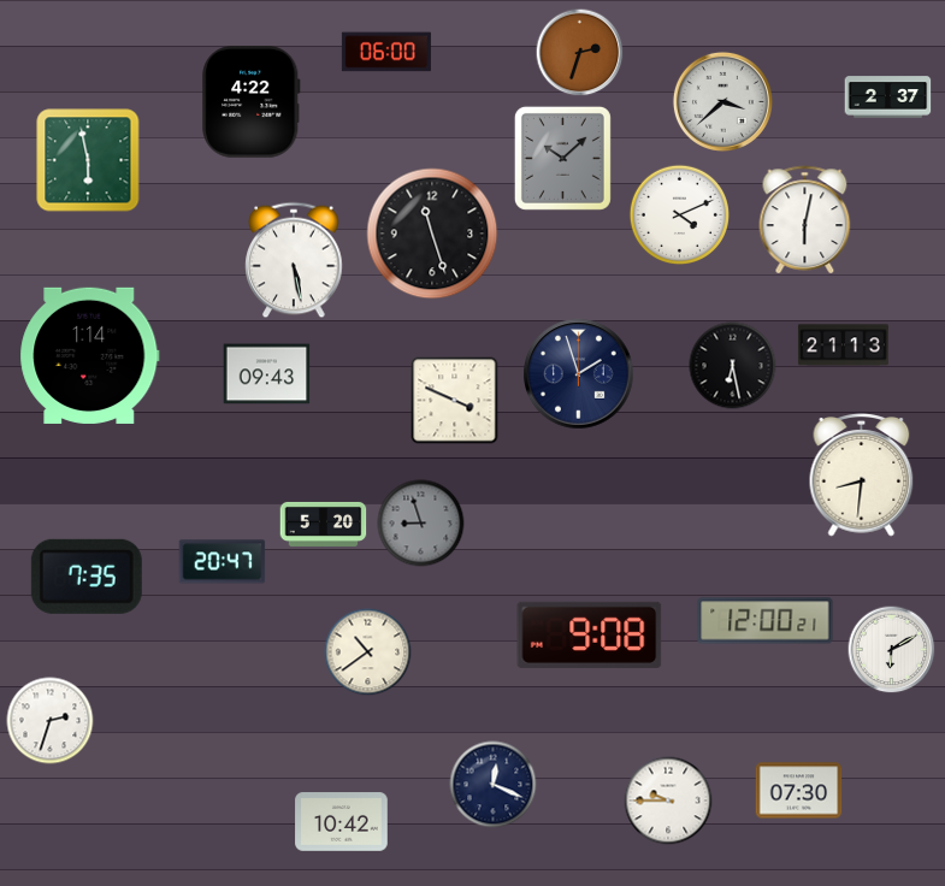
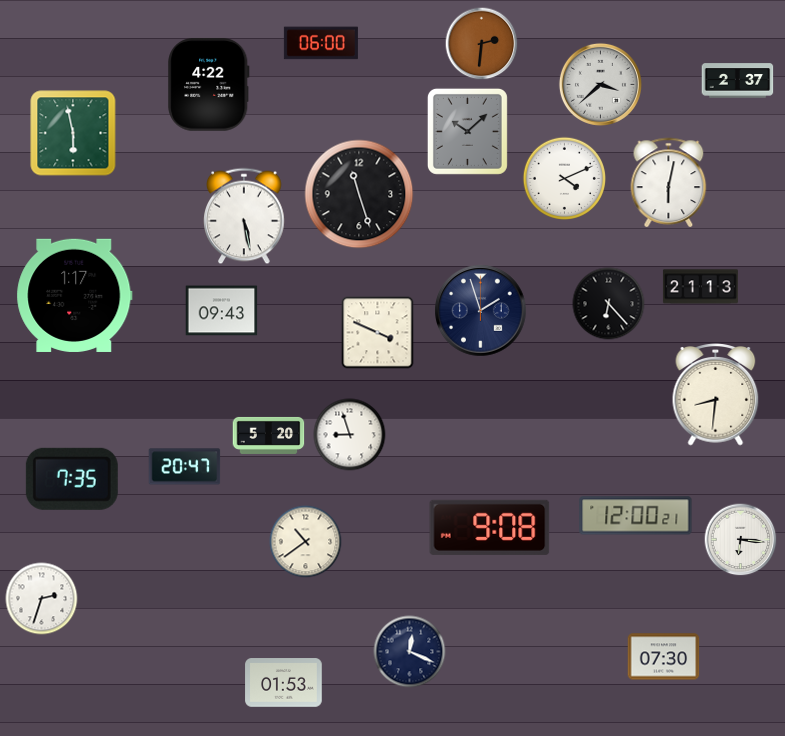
clock at (580, 53): 2:33 -> 2:31
clock at (90, 355): 1:14 -> 1:17
clock at (733, 366): 6:28 -> 6:23
clock at (421, 524) dial: grey -> white
clock at (892, 650): 6:10 -> 6:16
clock at (668, 801): 9:45 -> none
clock at (342, 822): 10:42 -> 01:53
